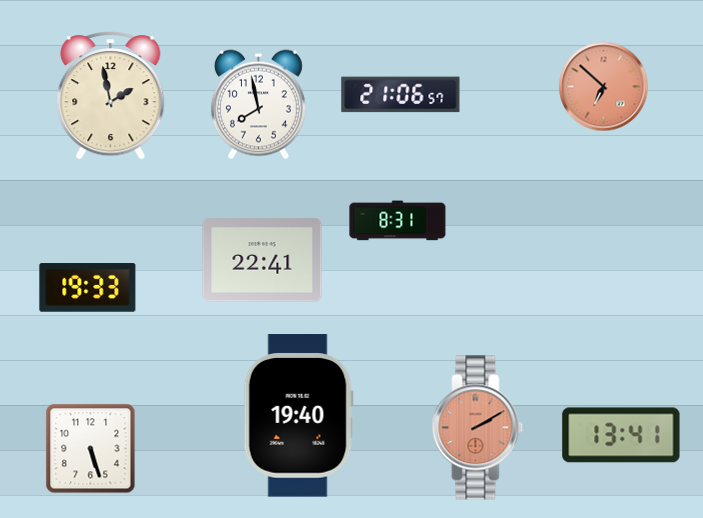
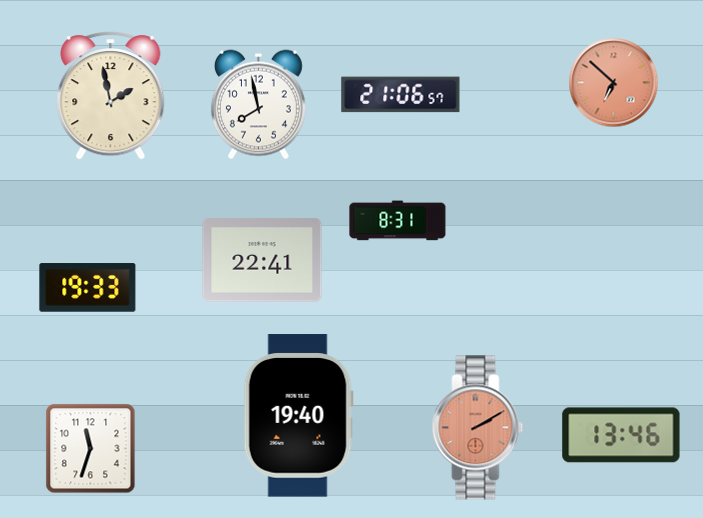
clock at (604, 87) position: (604, 87) -> (614, 83)
clock at (621, 435): 13:41 -> 13:46
clock at (91, 449): 5:27 -> 11:33
